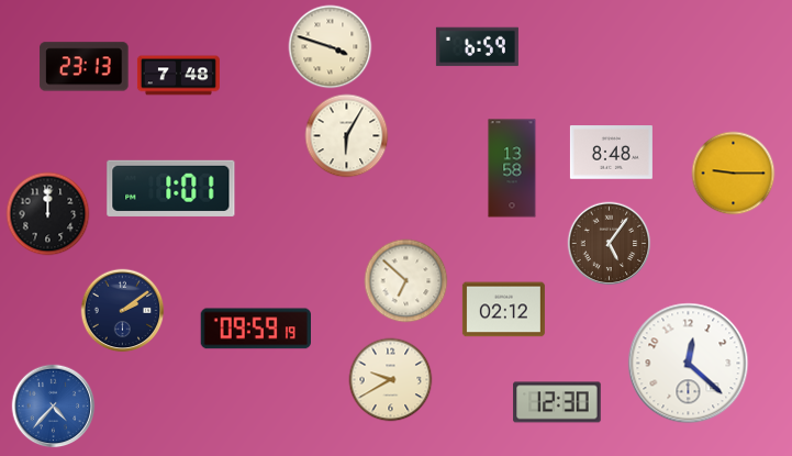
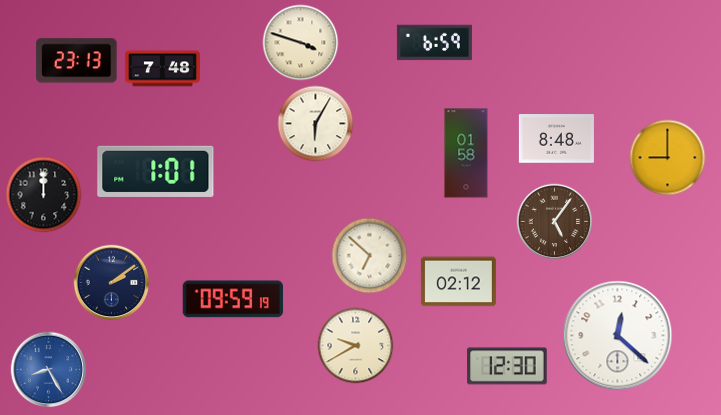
clock at (512, 168): 13:58 -> 01:58
clock at (734, 174): 9:15 -> 9:00
clock at (689, 364) position: (689, 364) -> (618, 336)
clock at (54, 407): 4:37 -> 8:25
